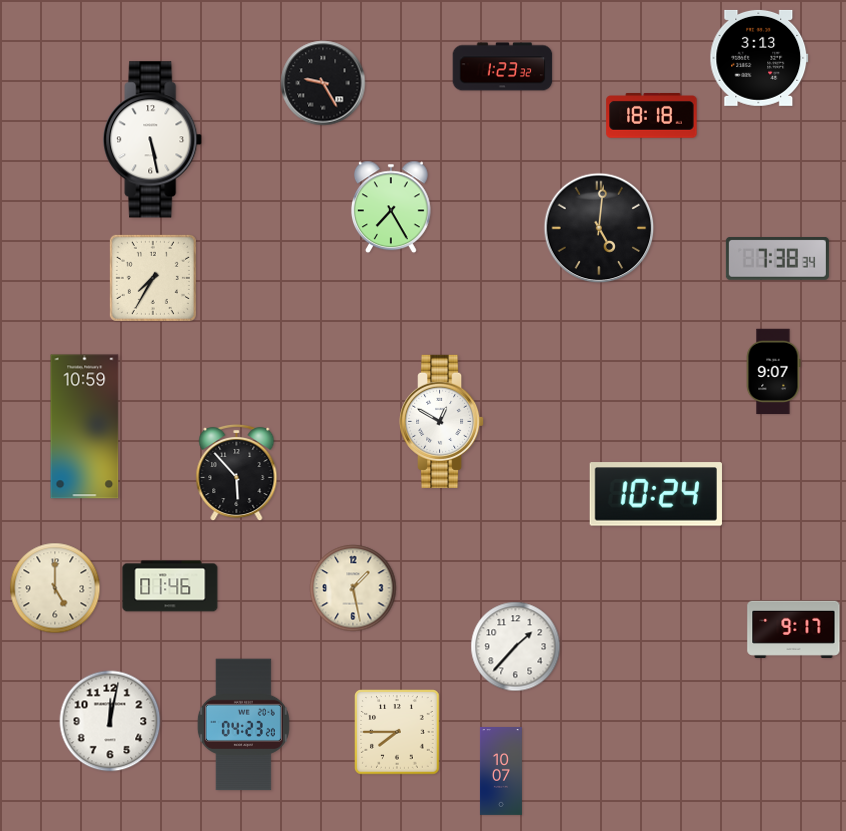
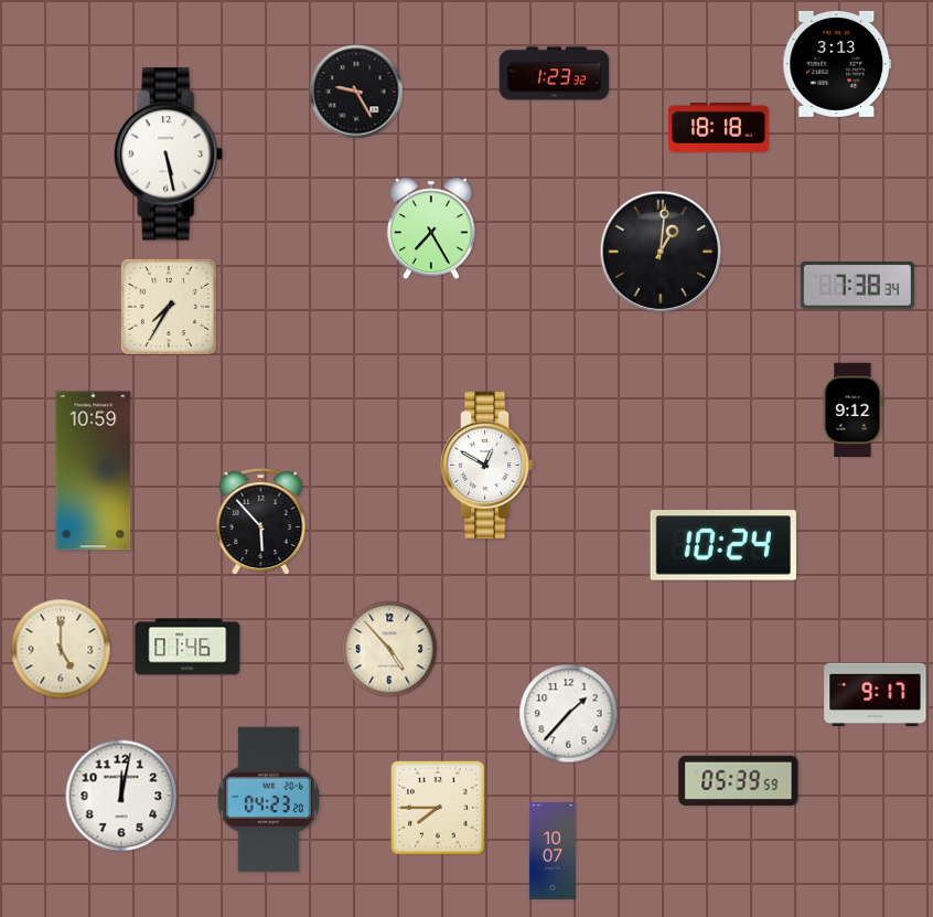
clock at (599, 228): 5:01 -> 1:01
clock at (773, 372): 9:07 -> 9:12
clock at (353, 588): 1:28 -> 4:53
clock at (739, 780): none -> 05:39
